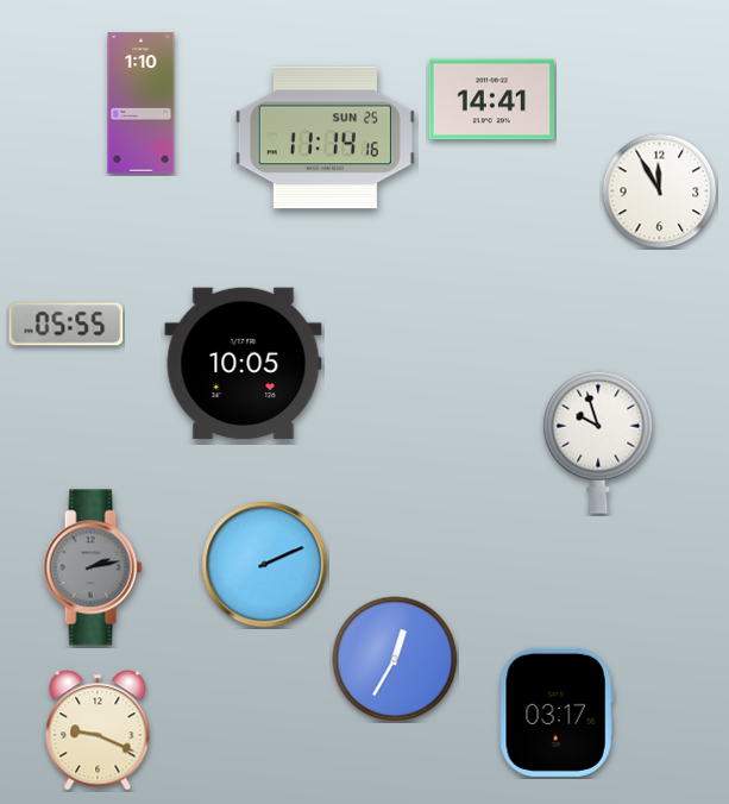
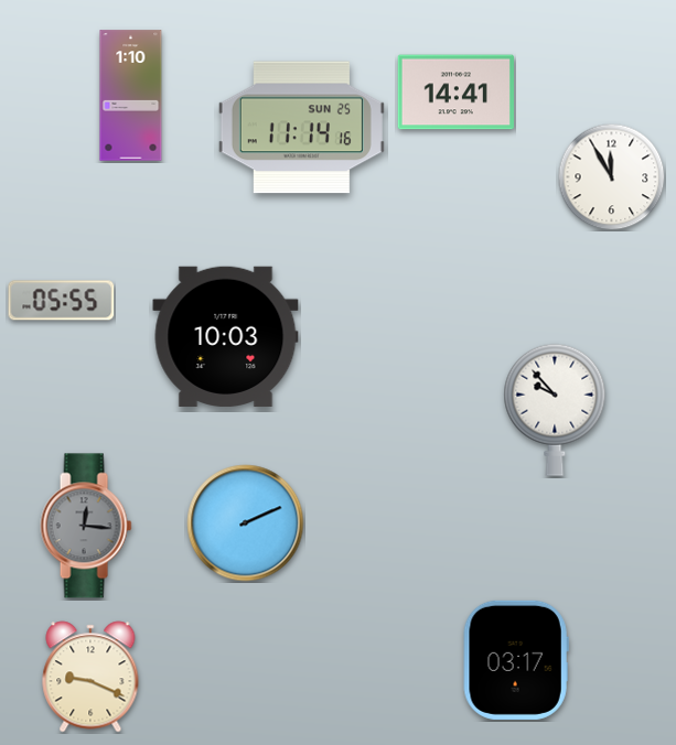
clock at (244, 363): 10:05 -> 10:03
clock at (598, 442): 9:57 -> 9:53
clock at (93, 567): 2:13 -> 12:16
clock at (395, 659): 12:35 -> none
